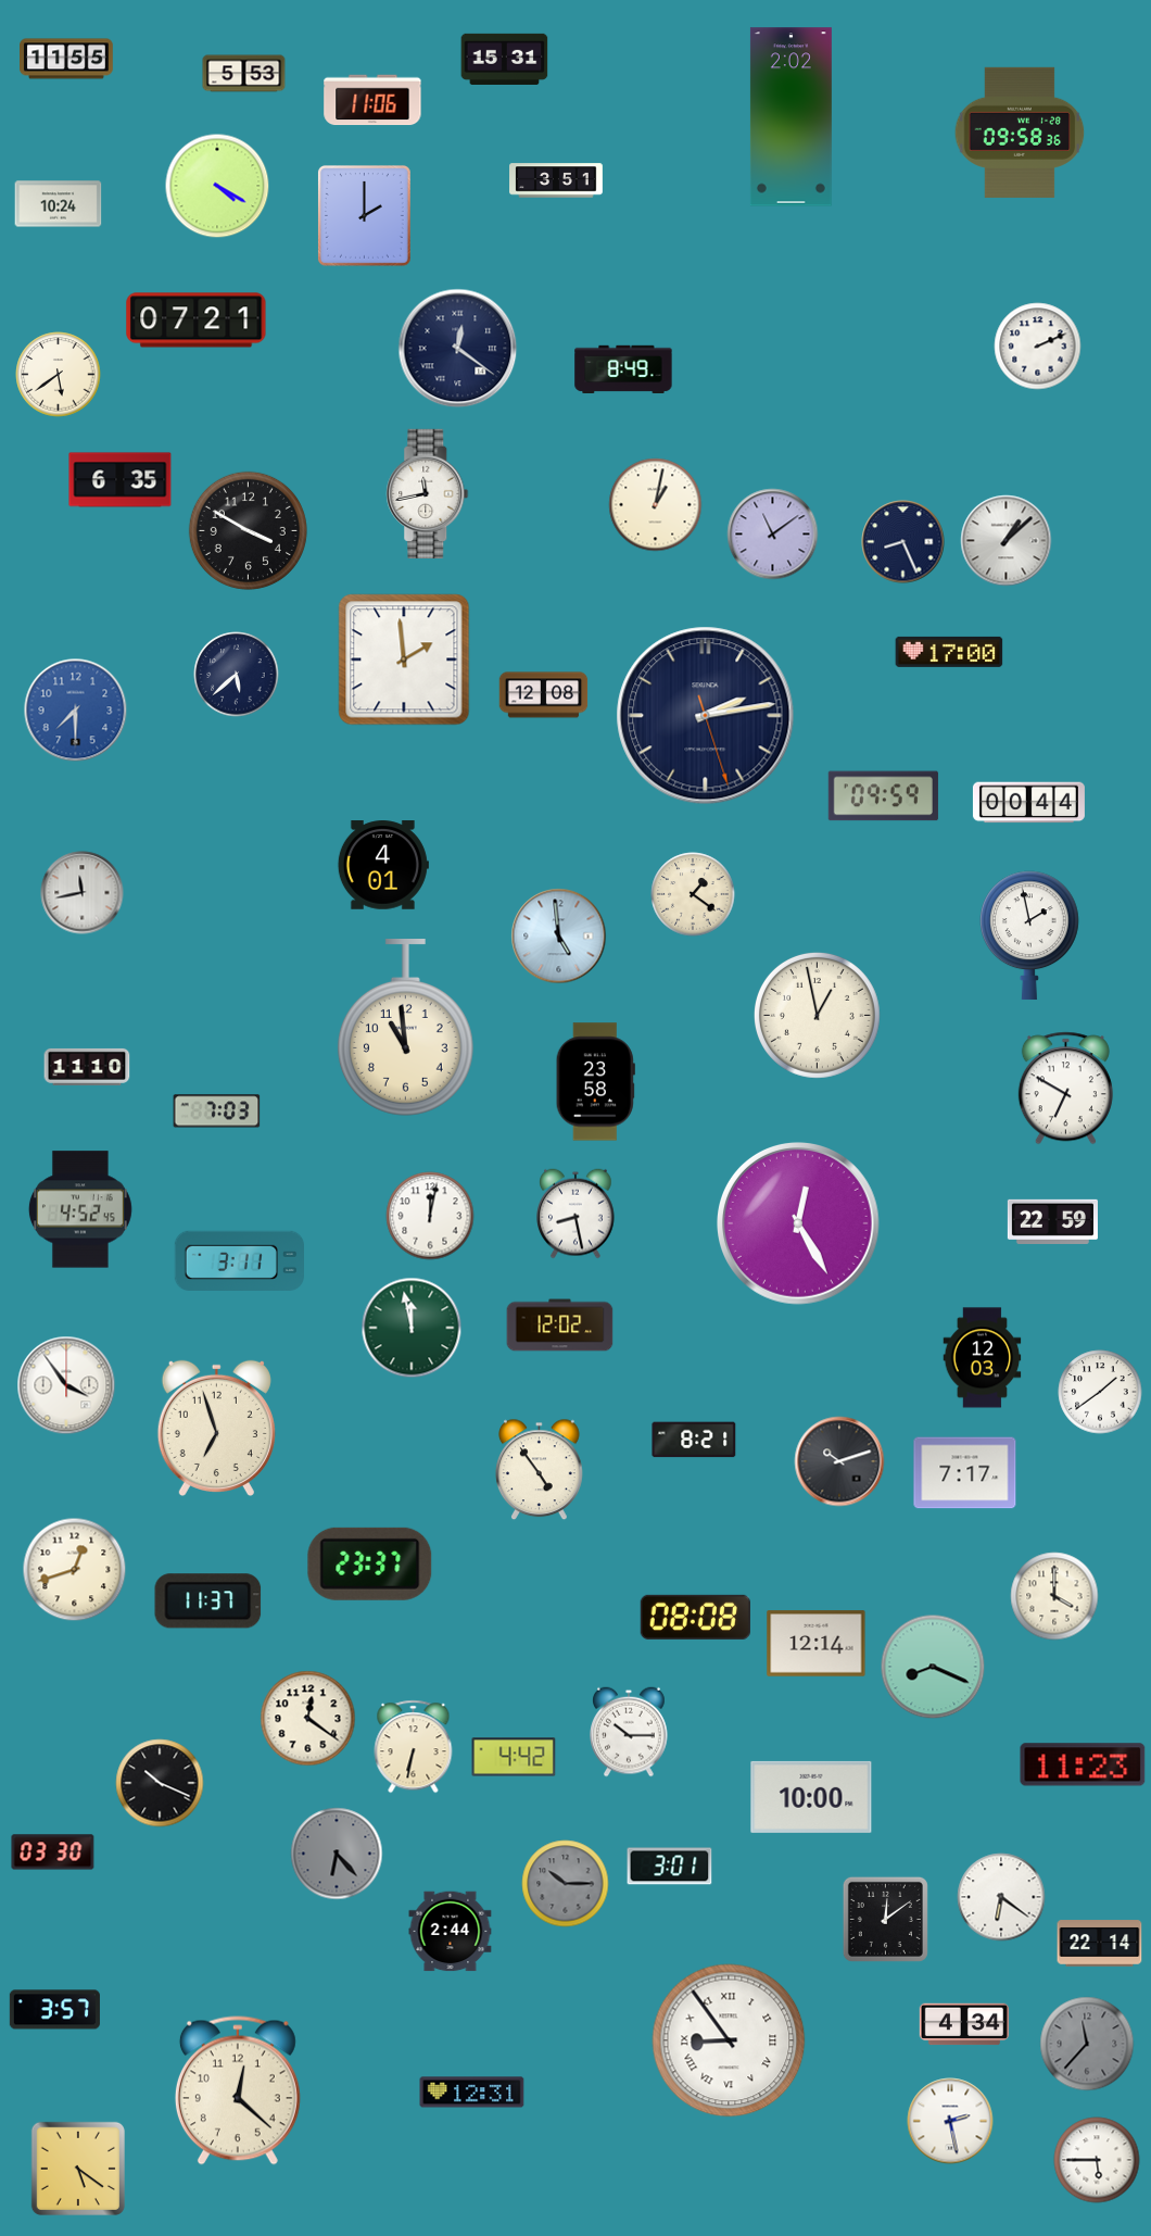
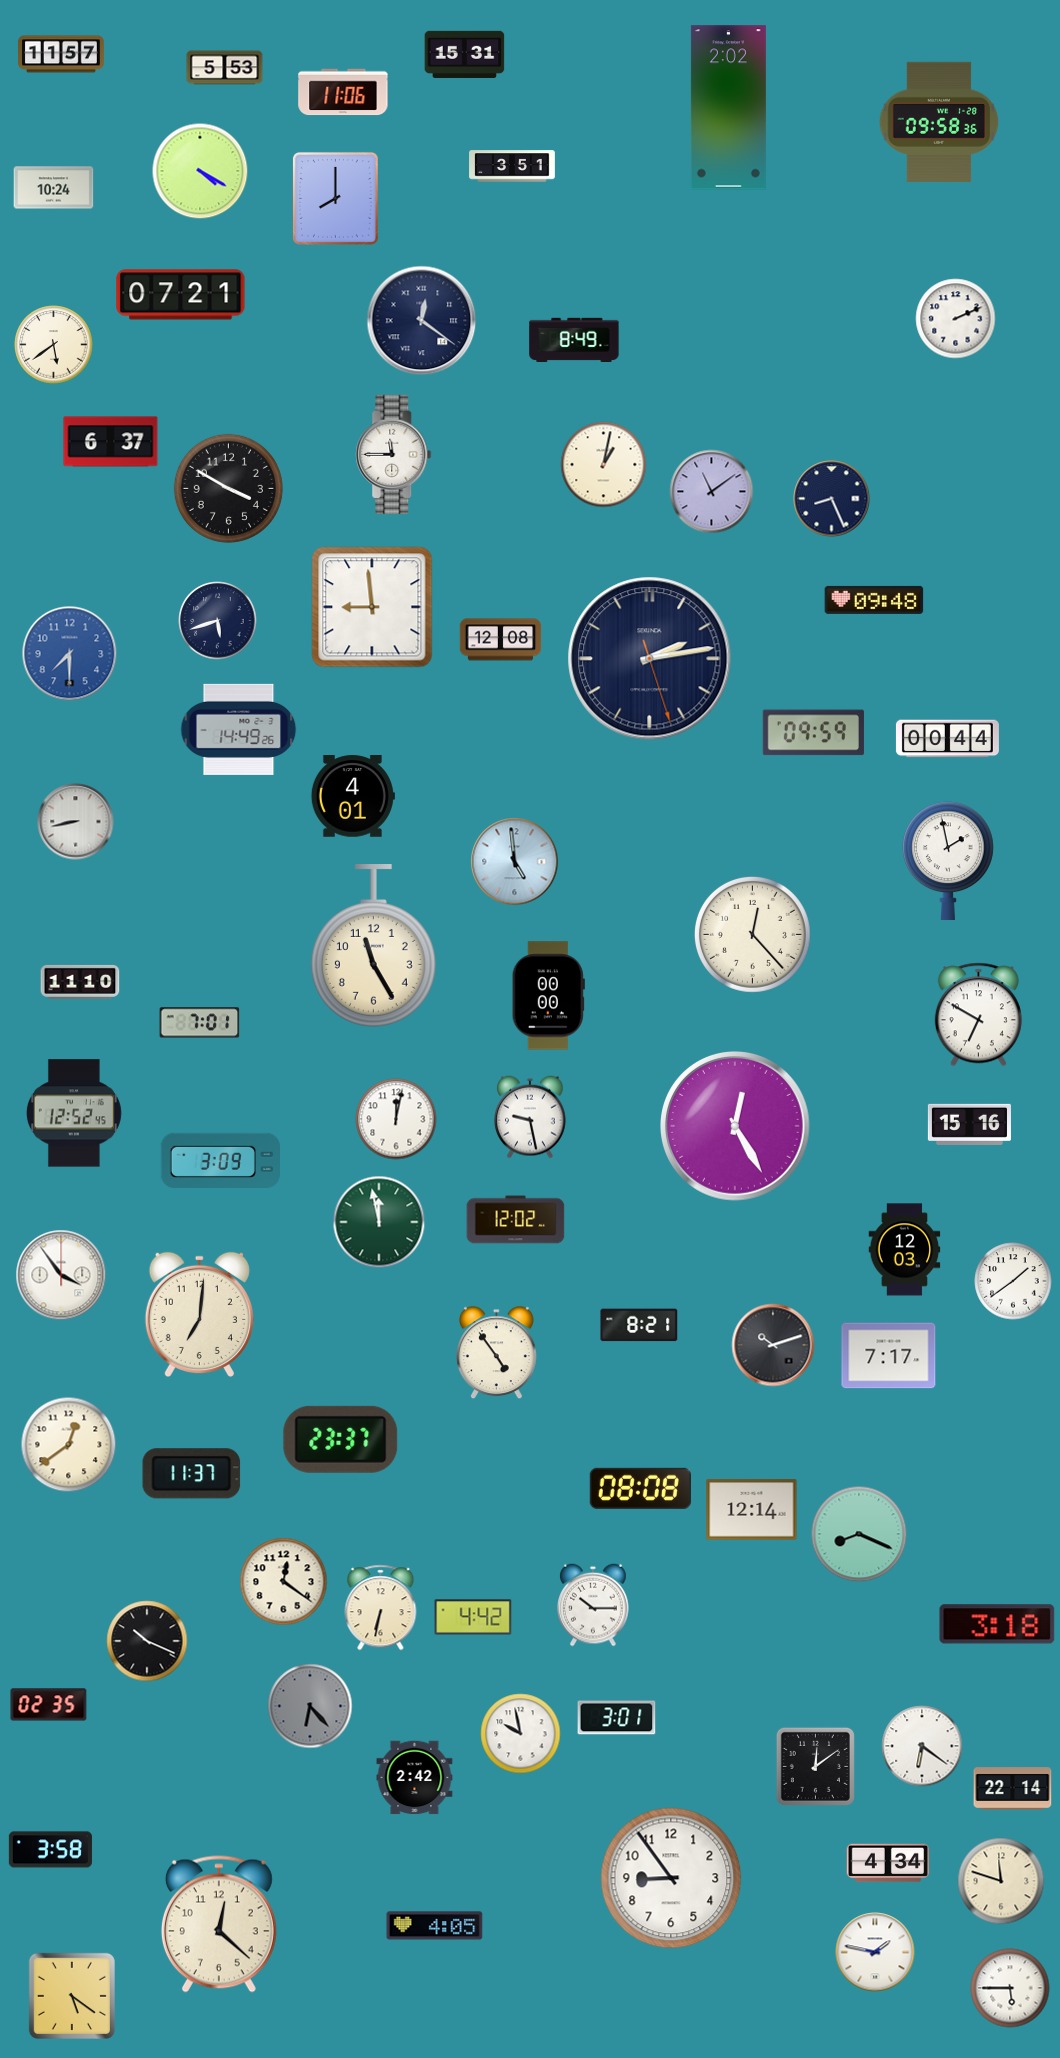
clock at (67, 59): 11:55 -> 11:57
clock at (364, 215): 2:00 -> 8:00
clock at (121, 480): 6:35 -> 6:37
clock at (428, 493): 11:43 -> 11:45
clock at (1007, 541): 1:08 -> none
clock at (949, 652): 17:00 -> 09:48
clock at (404, 660): 1:59 -> 8:59
clock at (237, 675): 5:38 -> 5:42
clock at (239, 729): none -> 14:49
clock at (83, 893): 11:43 -> 8:43
clock at (693, 894): 1:21 -> none
clock at (817, 1015): 12:58 -> 12:23
clock at (405, 1028): 10:59 -> 11:25
clock at (595, 1082): 23:58 -> 00:00
clock at (1065, 1089) position: (1065, 1089) -> (978, 1015)
clock at (217, 1111): 7:03 -> 7:01
clock at (80, 1209): 4:52 -> 12:52
clock at (575, 1214): 8:28 -> 9:28
clock at (1052, 1221): 22:59 -> 15:16
clock at (239, 1260): 3:11 -> 3:09
clock at (216, 1428): 6:57 -> 7:01
clock at (75, 1570): 12:42 -> 12:39
clock at (1054, 1596): 4:00 -> none
clock at (817, 1644) position: (817, 1644) -> (752, 1510)
clock at (629, 1732) position: (629, 1732) -> (593, 1605)
clock at (1083, 1764): 11:23 -> 3:18
clock at (811, 1797): 10:00 -> none
clock at (53, 1852): 03:30 -> 02:35
clock at (566, 1884): 10:15 -> 9:58
clock at (566, 1884) dial: grey -> white
clock at (451, 1932): 2:44 -> 2:42
clock at (54, 2010): 3:57 -> 3:58
clock at (729, 2040) numerals: Roman -> Arabic
clock at (1087, 2044): 11:37 -> 11:48
clock at (1087, 2044) dial: grey -> cream
clock at (472, 2093): 12:31 -> 4:05
clock at (950, 2121): 2:28 -> 1:47
